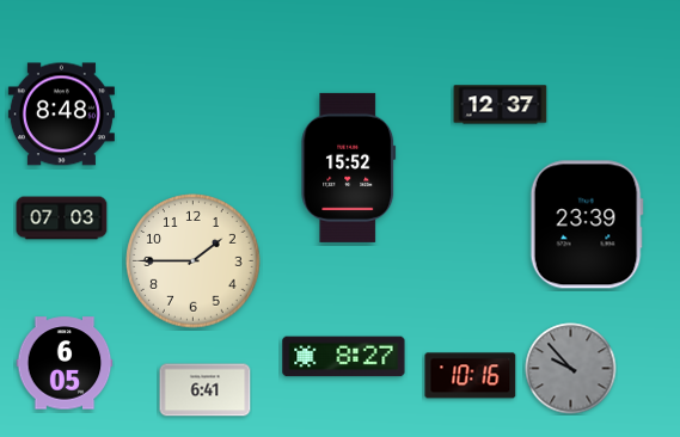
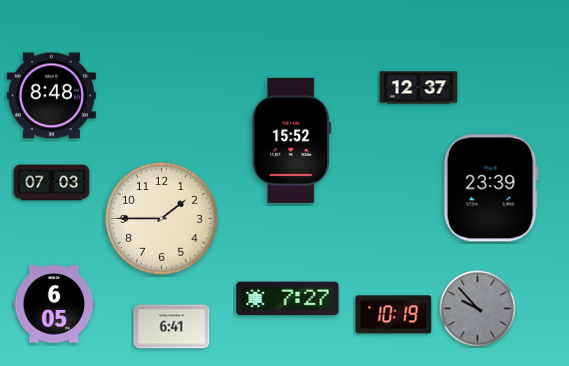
clock at (344, 357): 8:27 -> 7:27
clock at (471, 376): 10:16 -> 10:19
